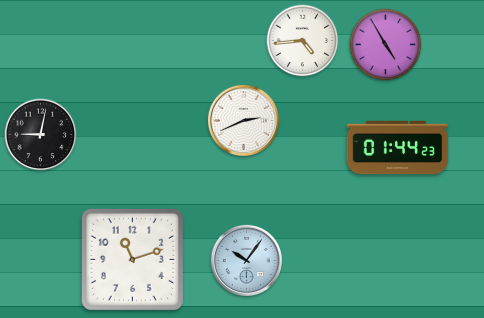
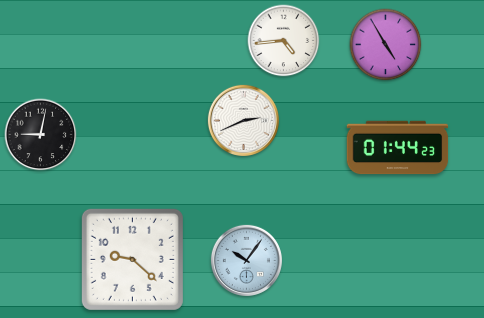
clock at (303, 41) position: (303, 41) -> (284, 41)
clock at (132, 259): 11:12 -> 9:22
